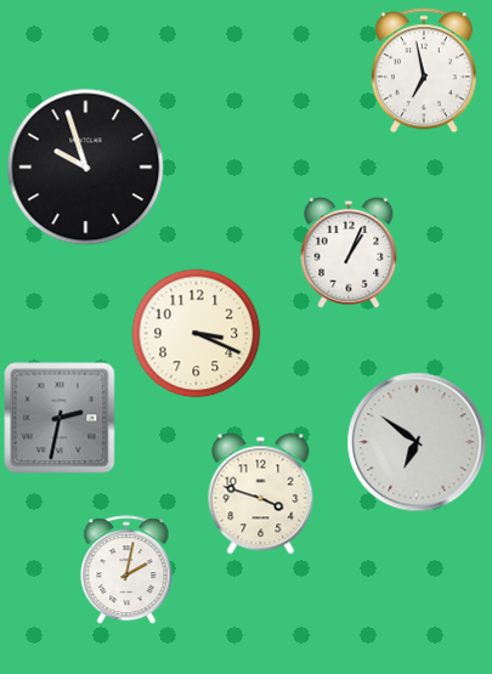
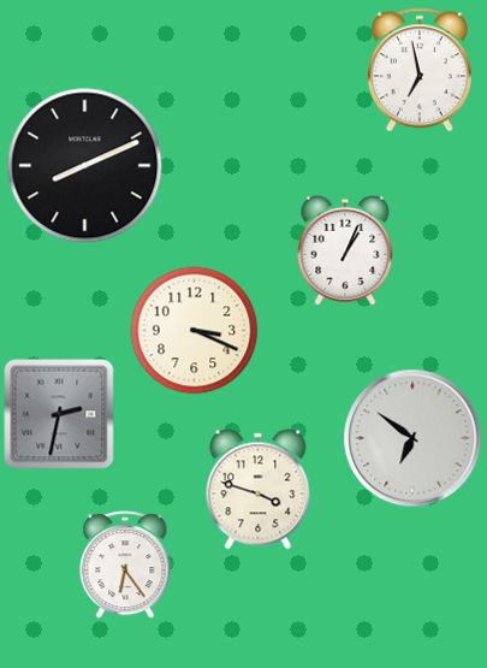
clock at (86, 168): 9:57 -> 8:11
clock at (126, 570): 2:02 -> 6:24
